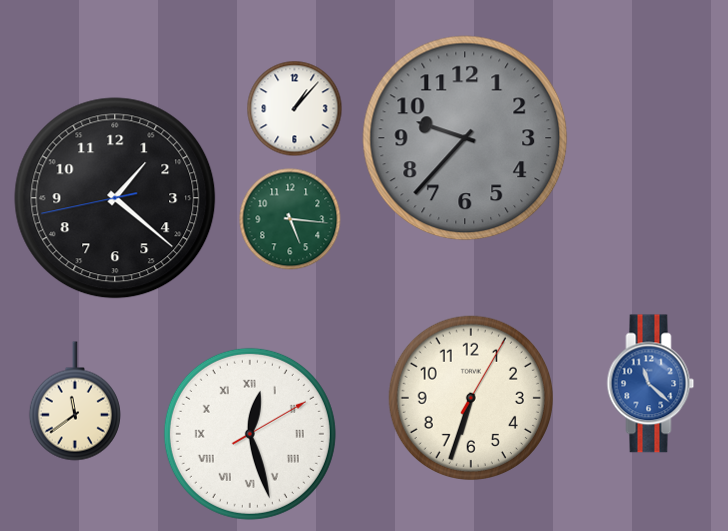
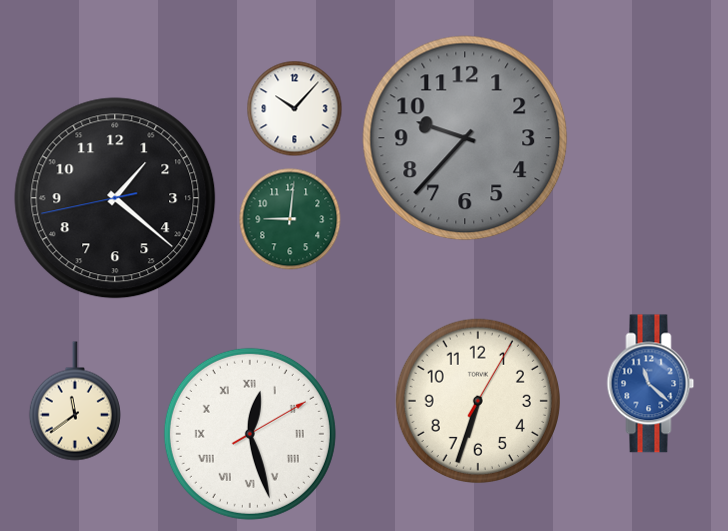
clock at (295, 109): 1:07 -> 10:07
clock at (290, 219): 5:16 -> 9:01
clock at (471, 398) position: (471, 398) -> (478, 401)
